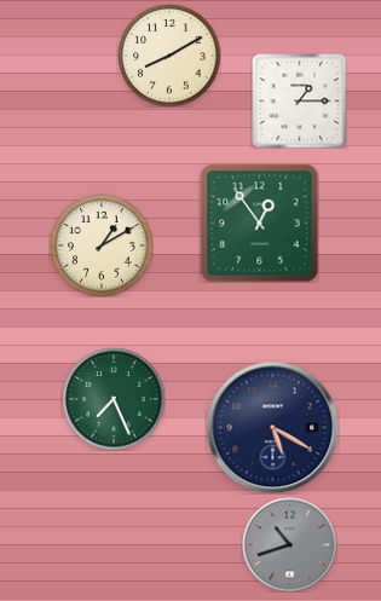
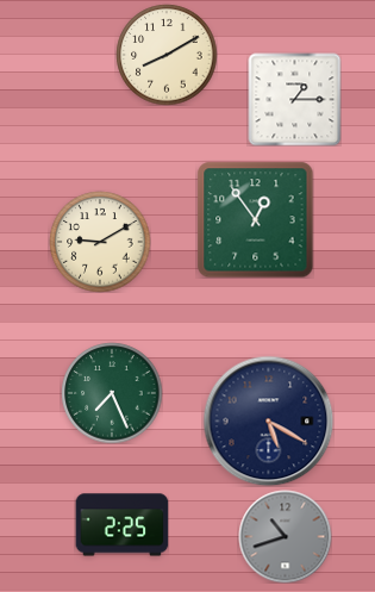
clock at (102, 245): 1:10 -> 9:10
clock at (121, 525): none -> 2:25
